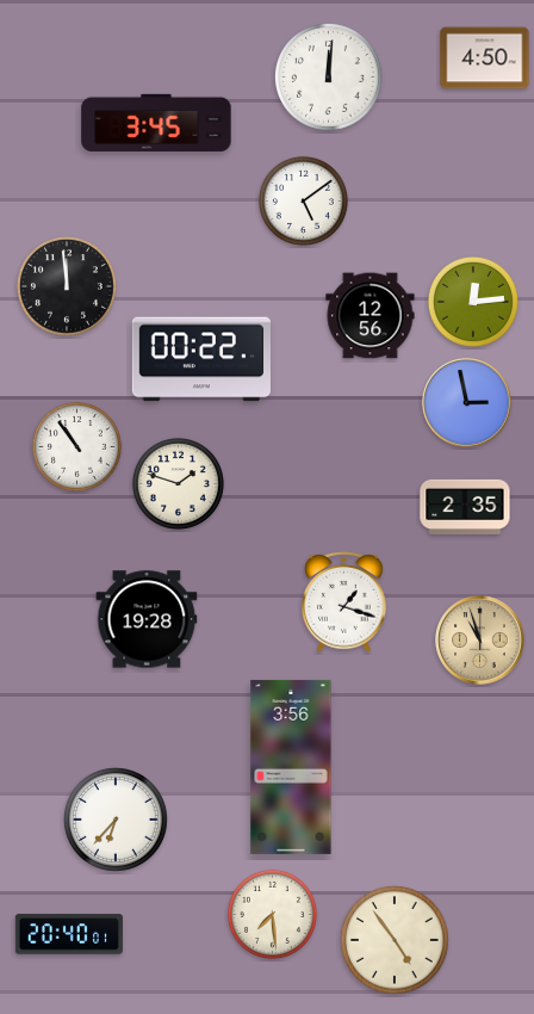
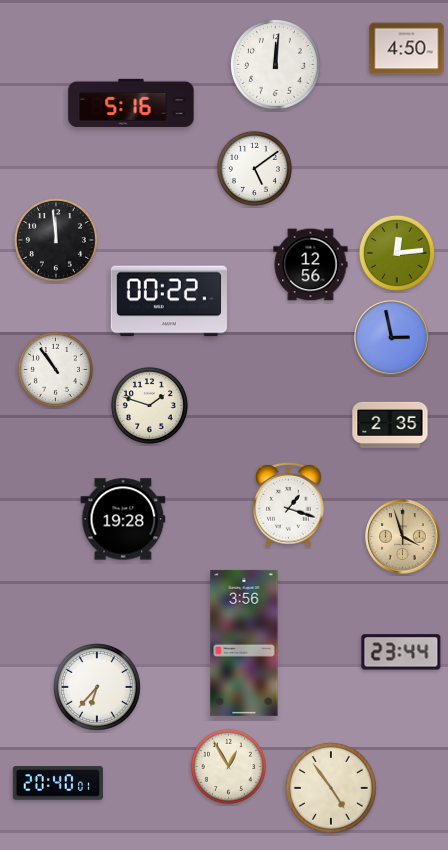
clock at (156, 123): 3:45 -> 5:16
clock at (76, 446) position: (76, 446) -> (55, 369)
clock at (480, 641): 10:57 -> 3:57
clock at (401, 652): none -> 23:44
clock at (272, 914): 7:29 -> 12:55
